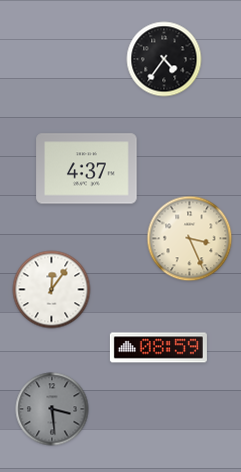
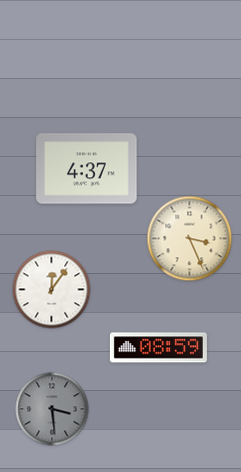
clock at (164, 59): 4:36 -> none
